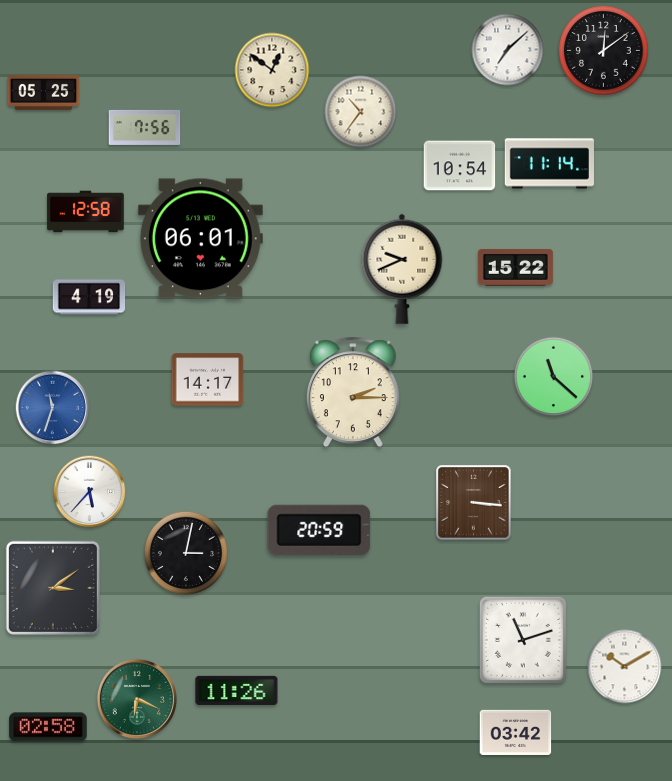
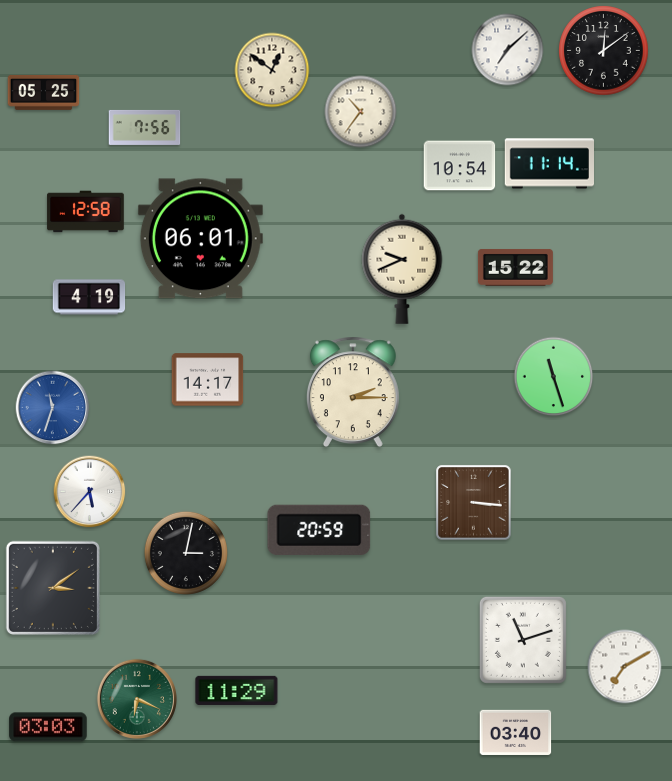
clock at (554, 377): 11:22 -> 11:27
clock at (625, 667): 10:10 -> 7:10
clock at (237, 690): 11:26 -> 11:29
clock at (48, 727): 02:58 -> 03:03
clock at (516, 732): 03:42 -> 03:40
